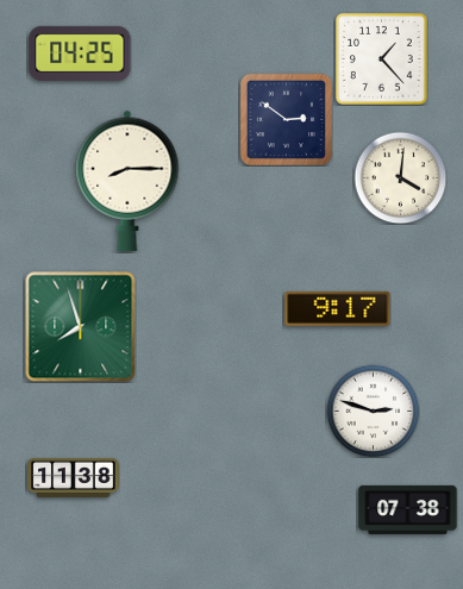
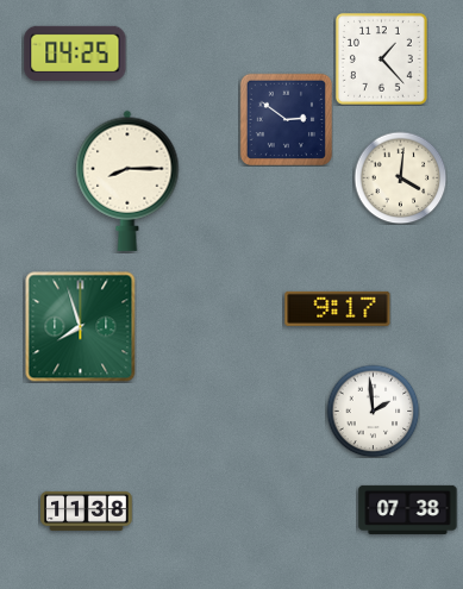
clock at (80, 54) position: (80, 54) -> (75, 54)
clock at (373, 411): 2:48 -> 1:59
clock at (74, 477) position: (74, 477) -> (87, 510)
